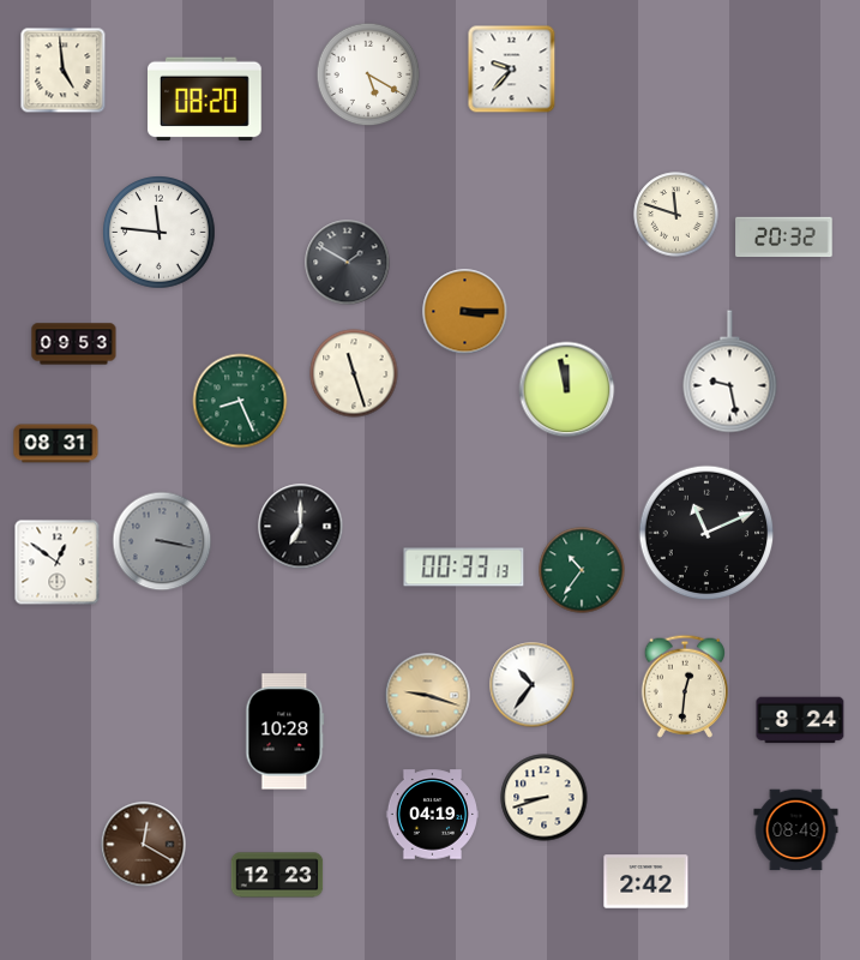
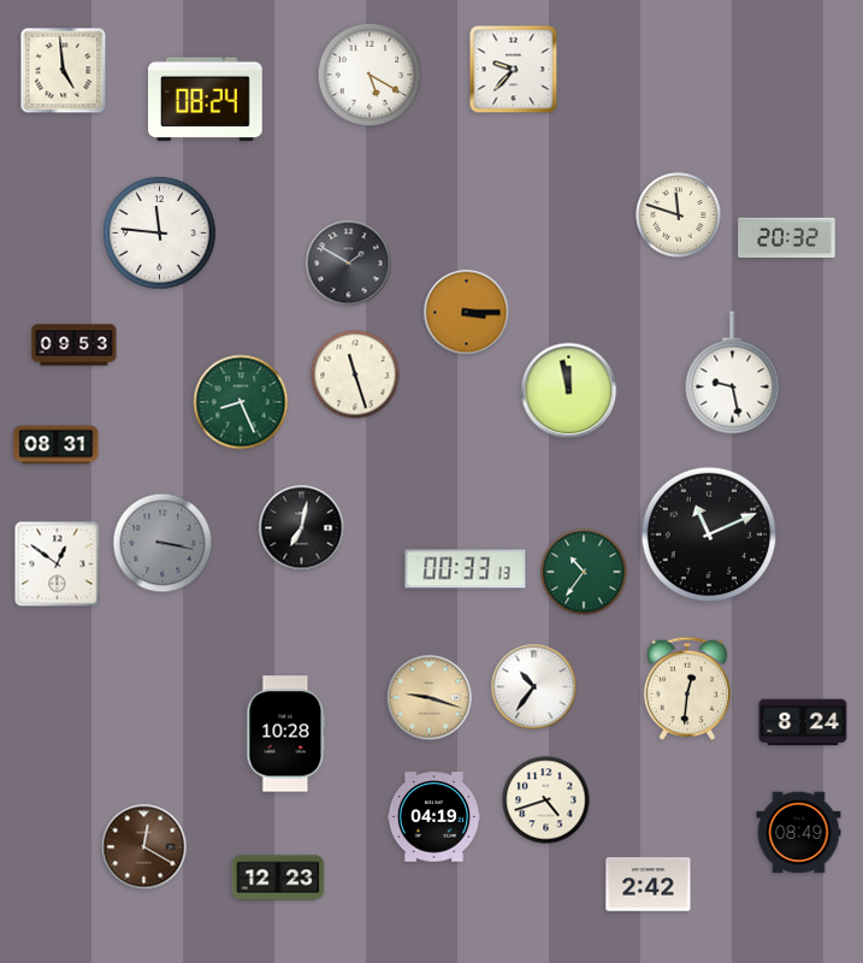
clock at (205, 100): 08:20 -> 08:24
clock at (301, 527): 7:00 -> 7:02
clock at (545, 798): 8:42 -> 4:42
